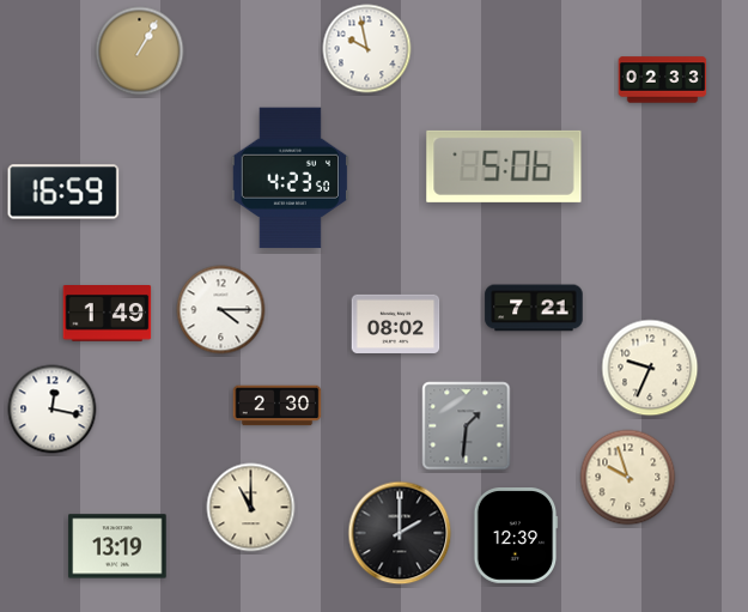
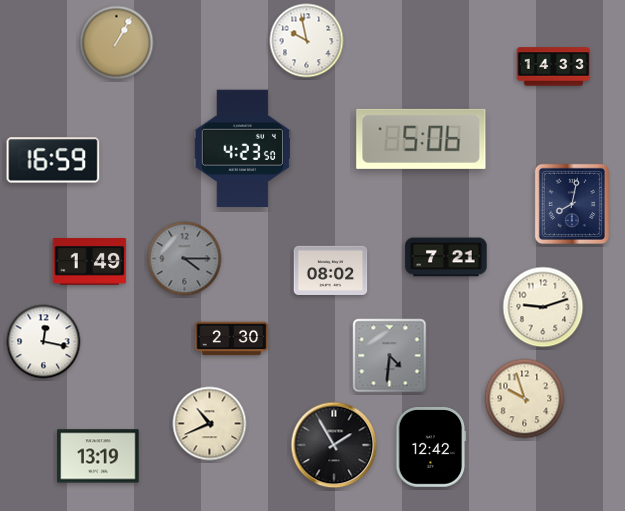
clock at (663, 80): 02:33 -> 14:33
clock at (572, 204): none -> 8:02
clock at (221, 310) dial: white -> grey
clock at (650, 368): 9:34 -> 9:12
clock at (467, 426): 1:31 -> 4:31
clock at (251, 508): 11:00 -> 10:41
clock at (400, 533): 2:00 -> 1:55
clock at (516, 537): 12:39 -> 12:42
